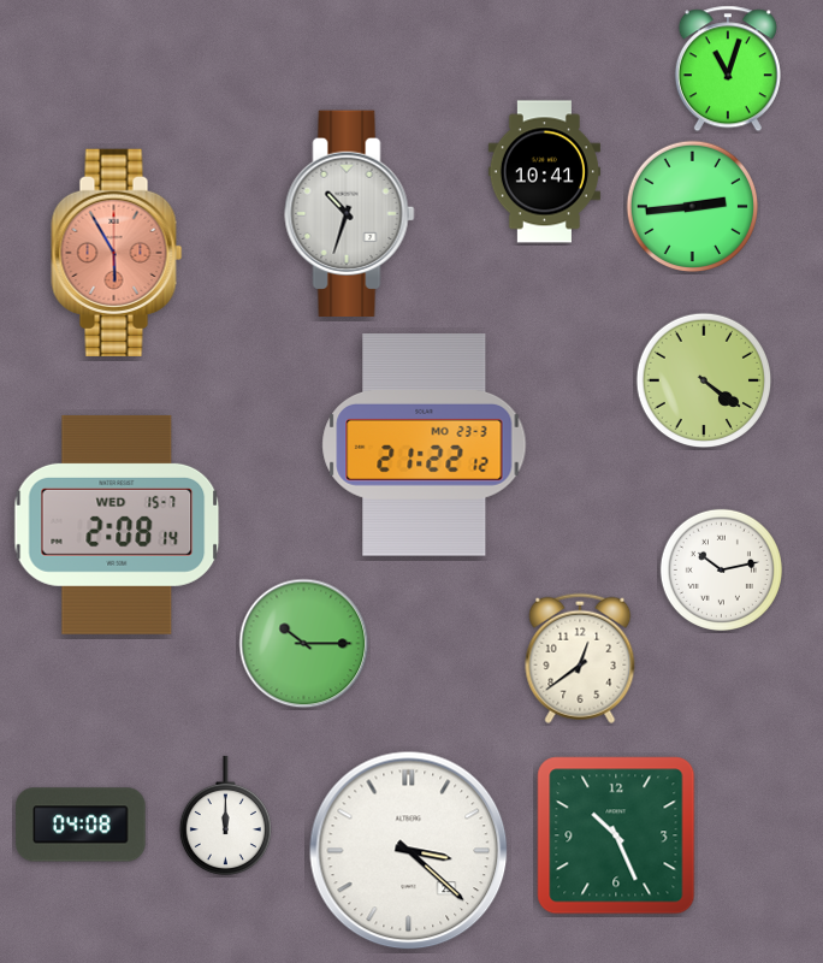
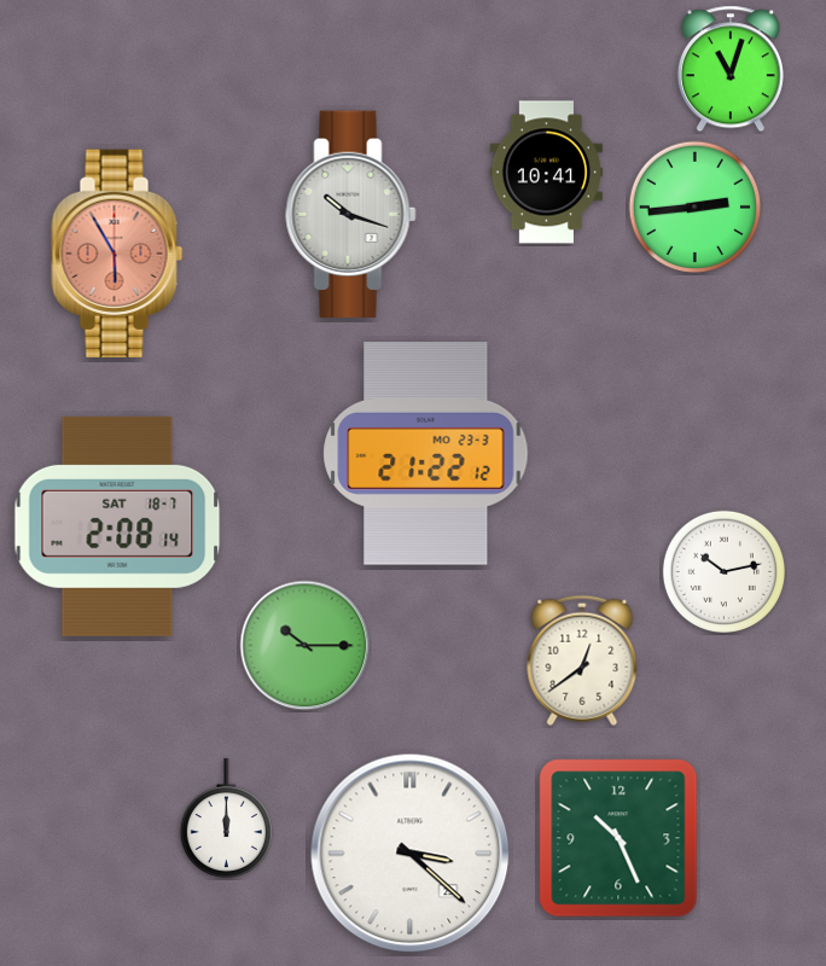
clock at (350, 213): 10:33 -> 10:18
clock at (704, 380): 4:21 -> none
clock at (425, 445) position: (425, 445) -> (426, 454)
clock at (117, 525) date: WED 15-7 -> SAT 18-7
clock at (81, 825): 04:08 -> none
